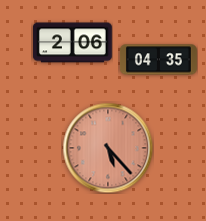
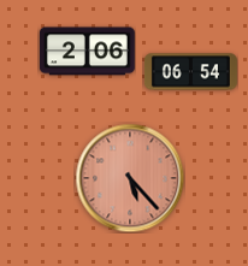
clock at (158, 60): 04:35 -> 06:54
